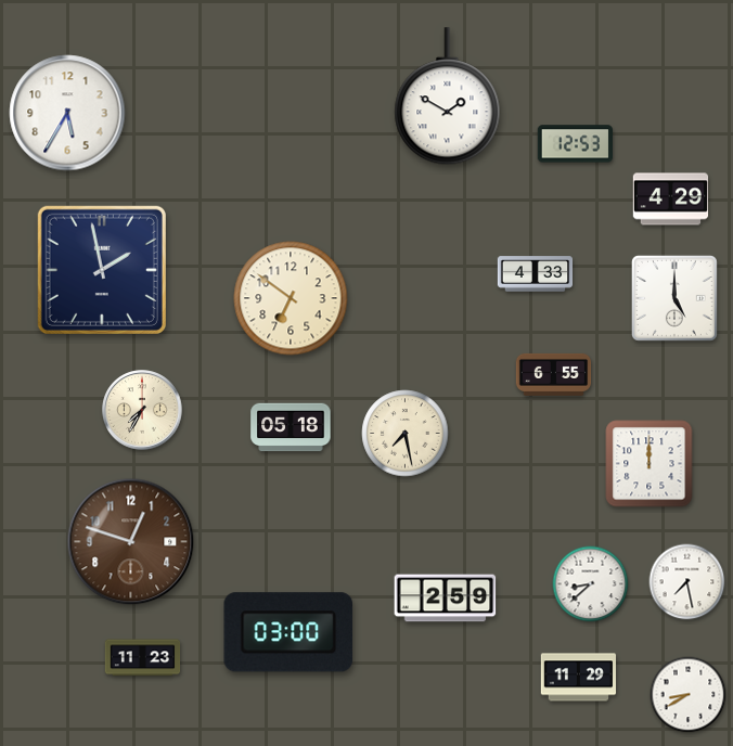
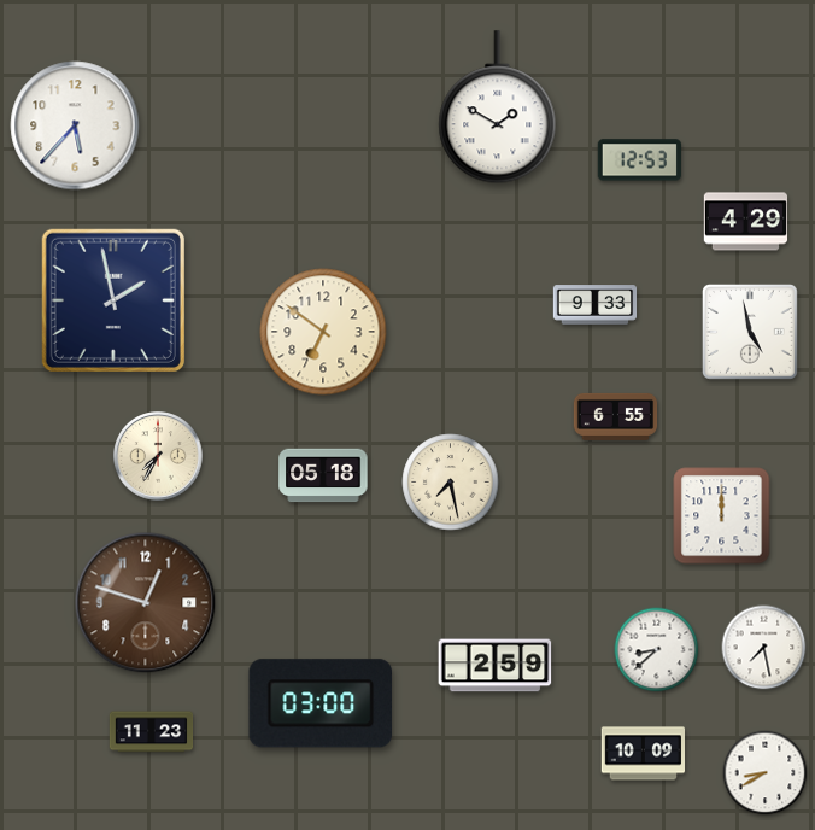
clock at (67, 113): 5:35 -> 5:37
clock at (536, 274): 4:33 -> 9:33
clock at (674, 298): 5:00 -> 4:58
clock at (143, 658) position: (143, 658) -> (152, 732)
clock at (579, 678): 11:29 -> 10:09
